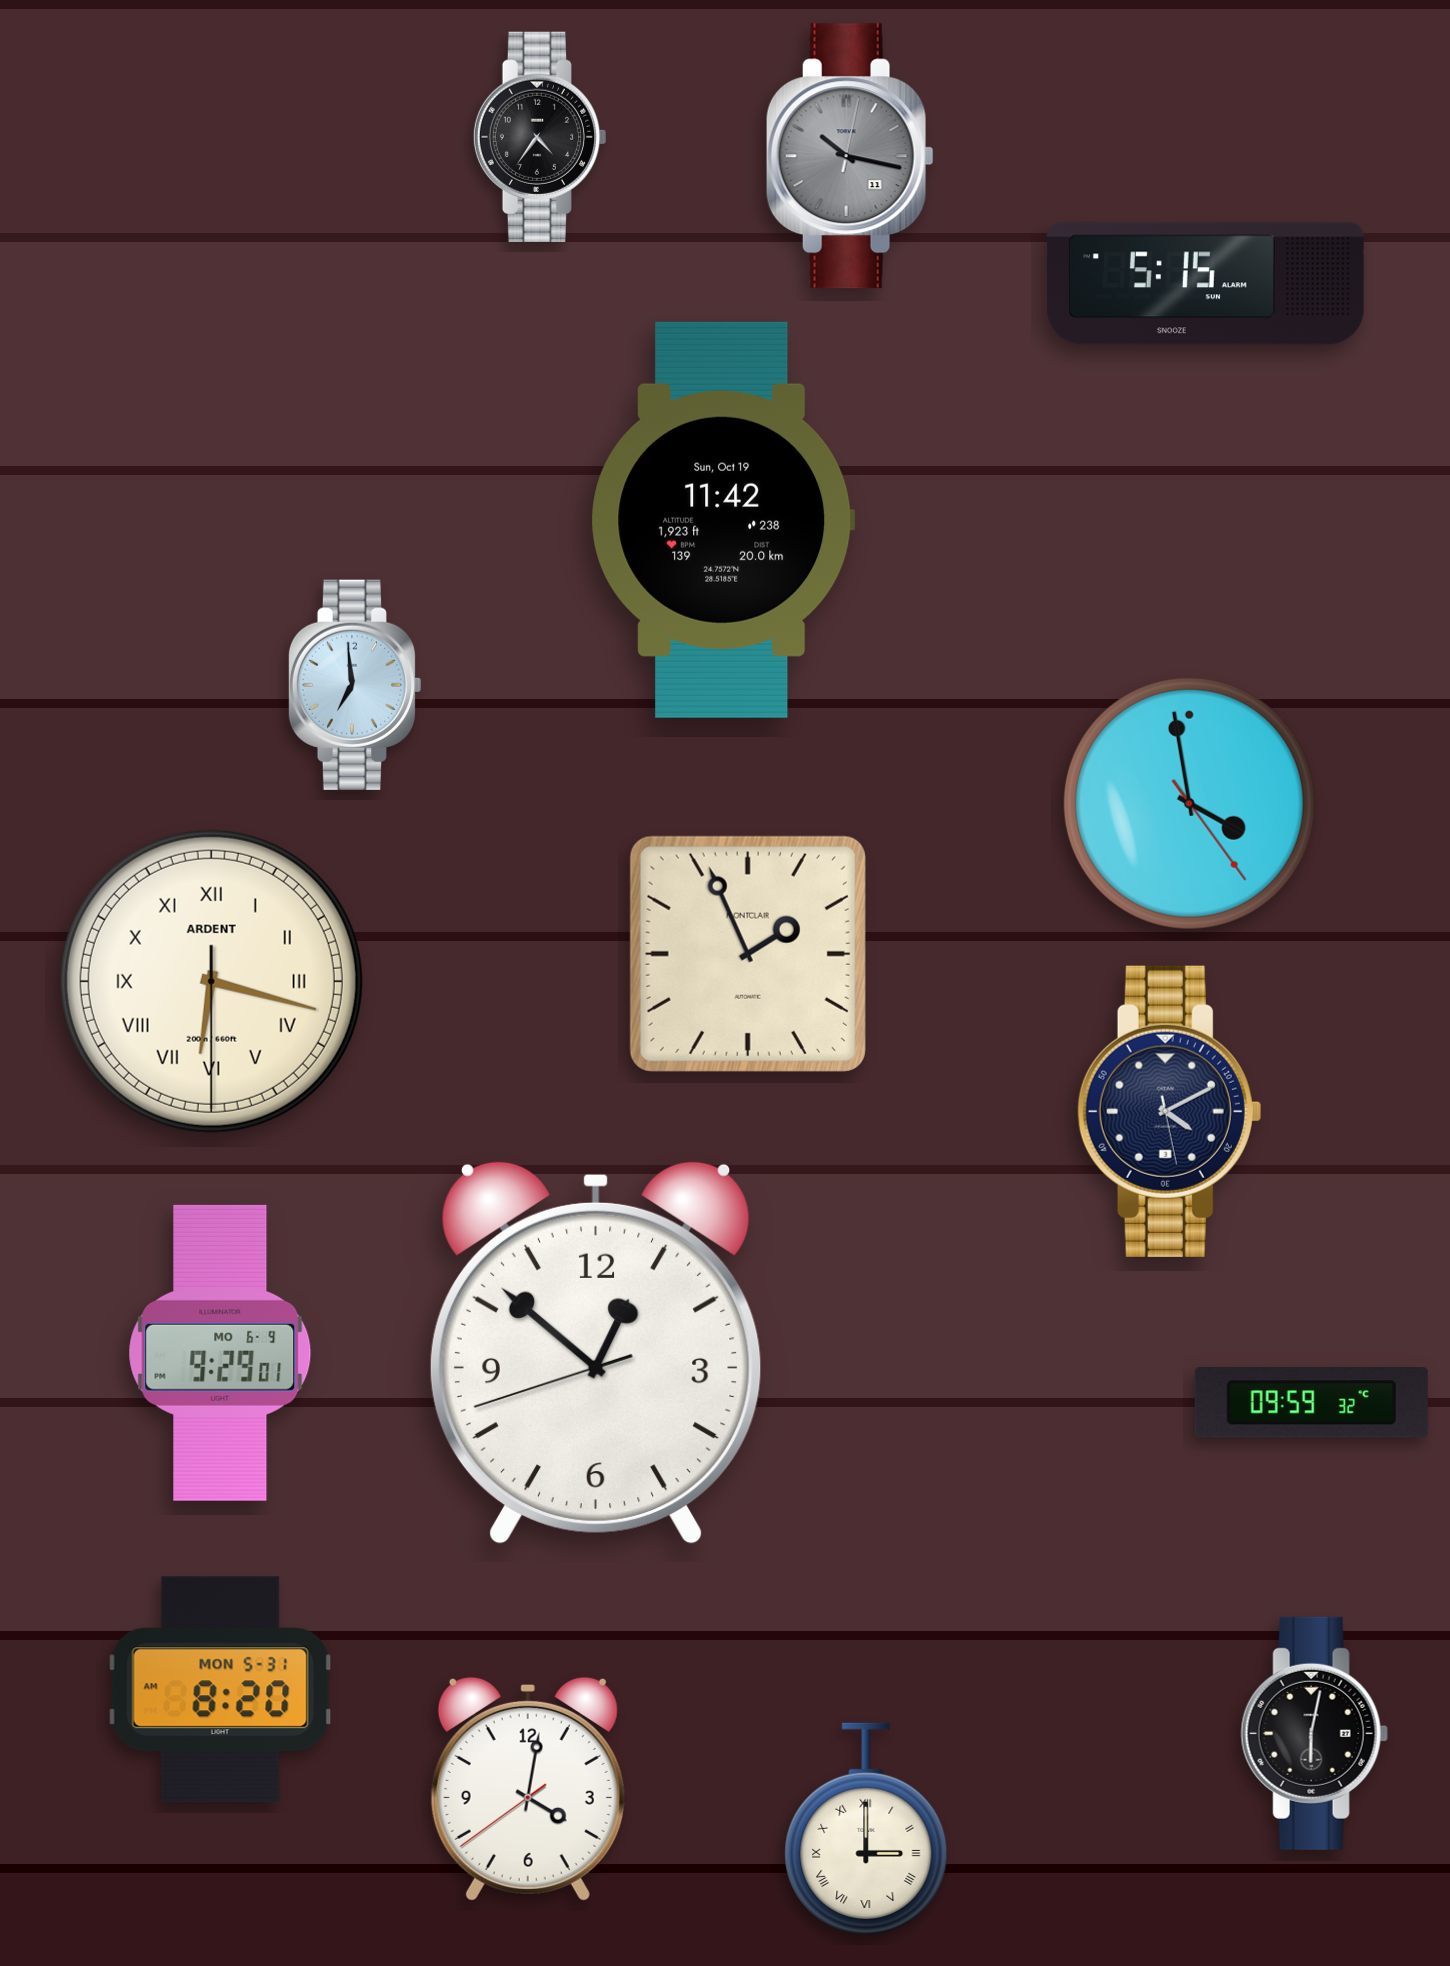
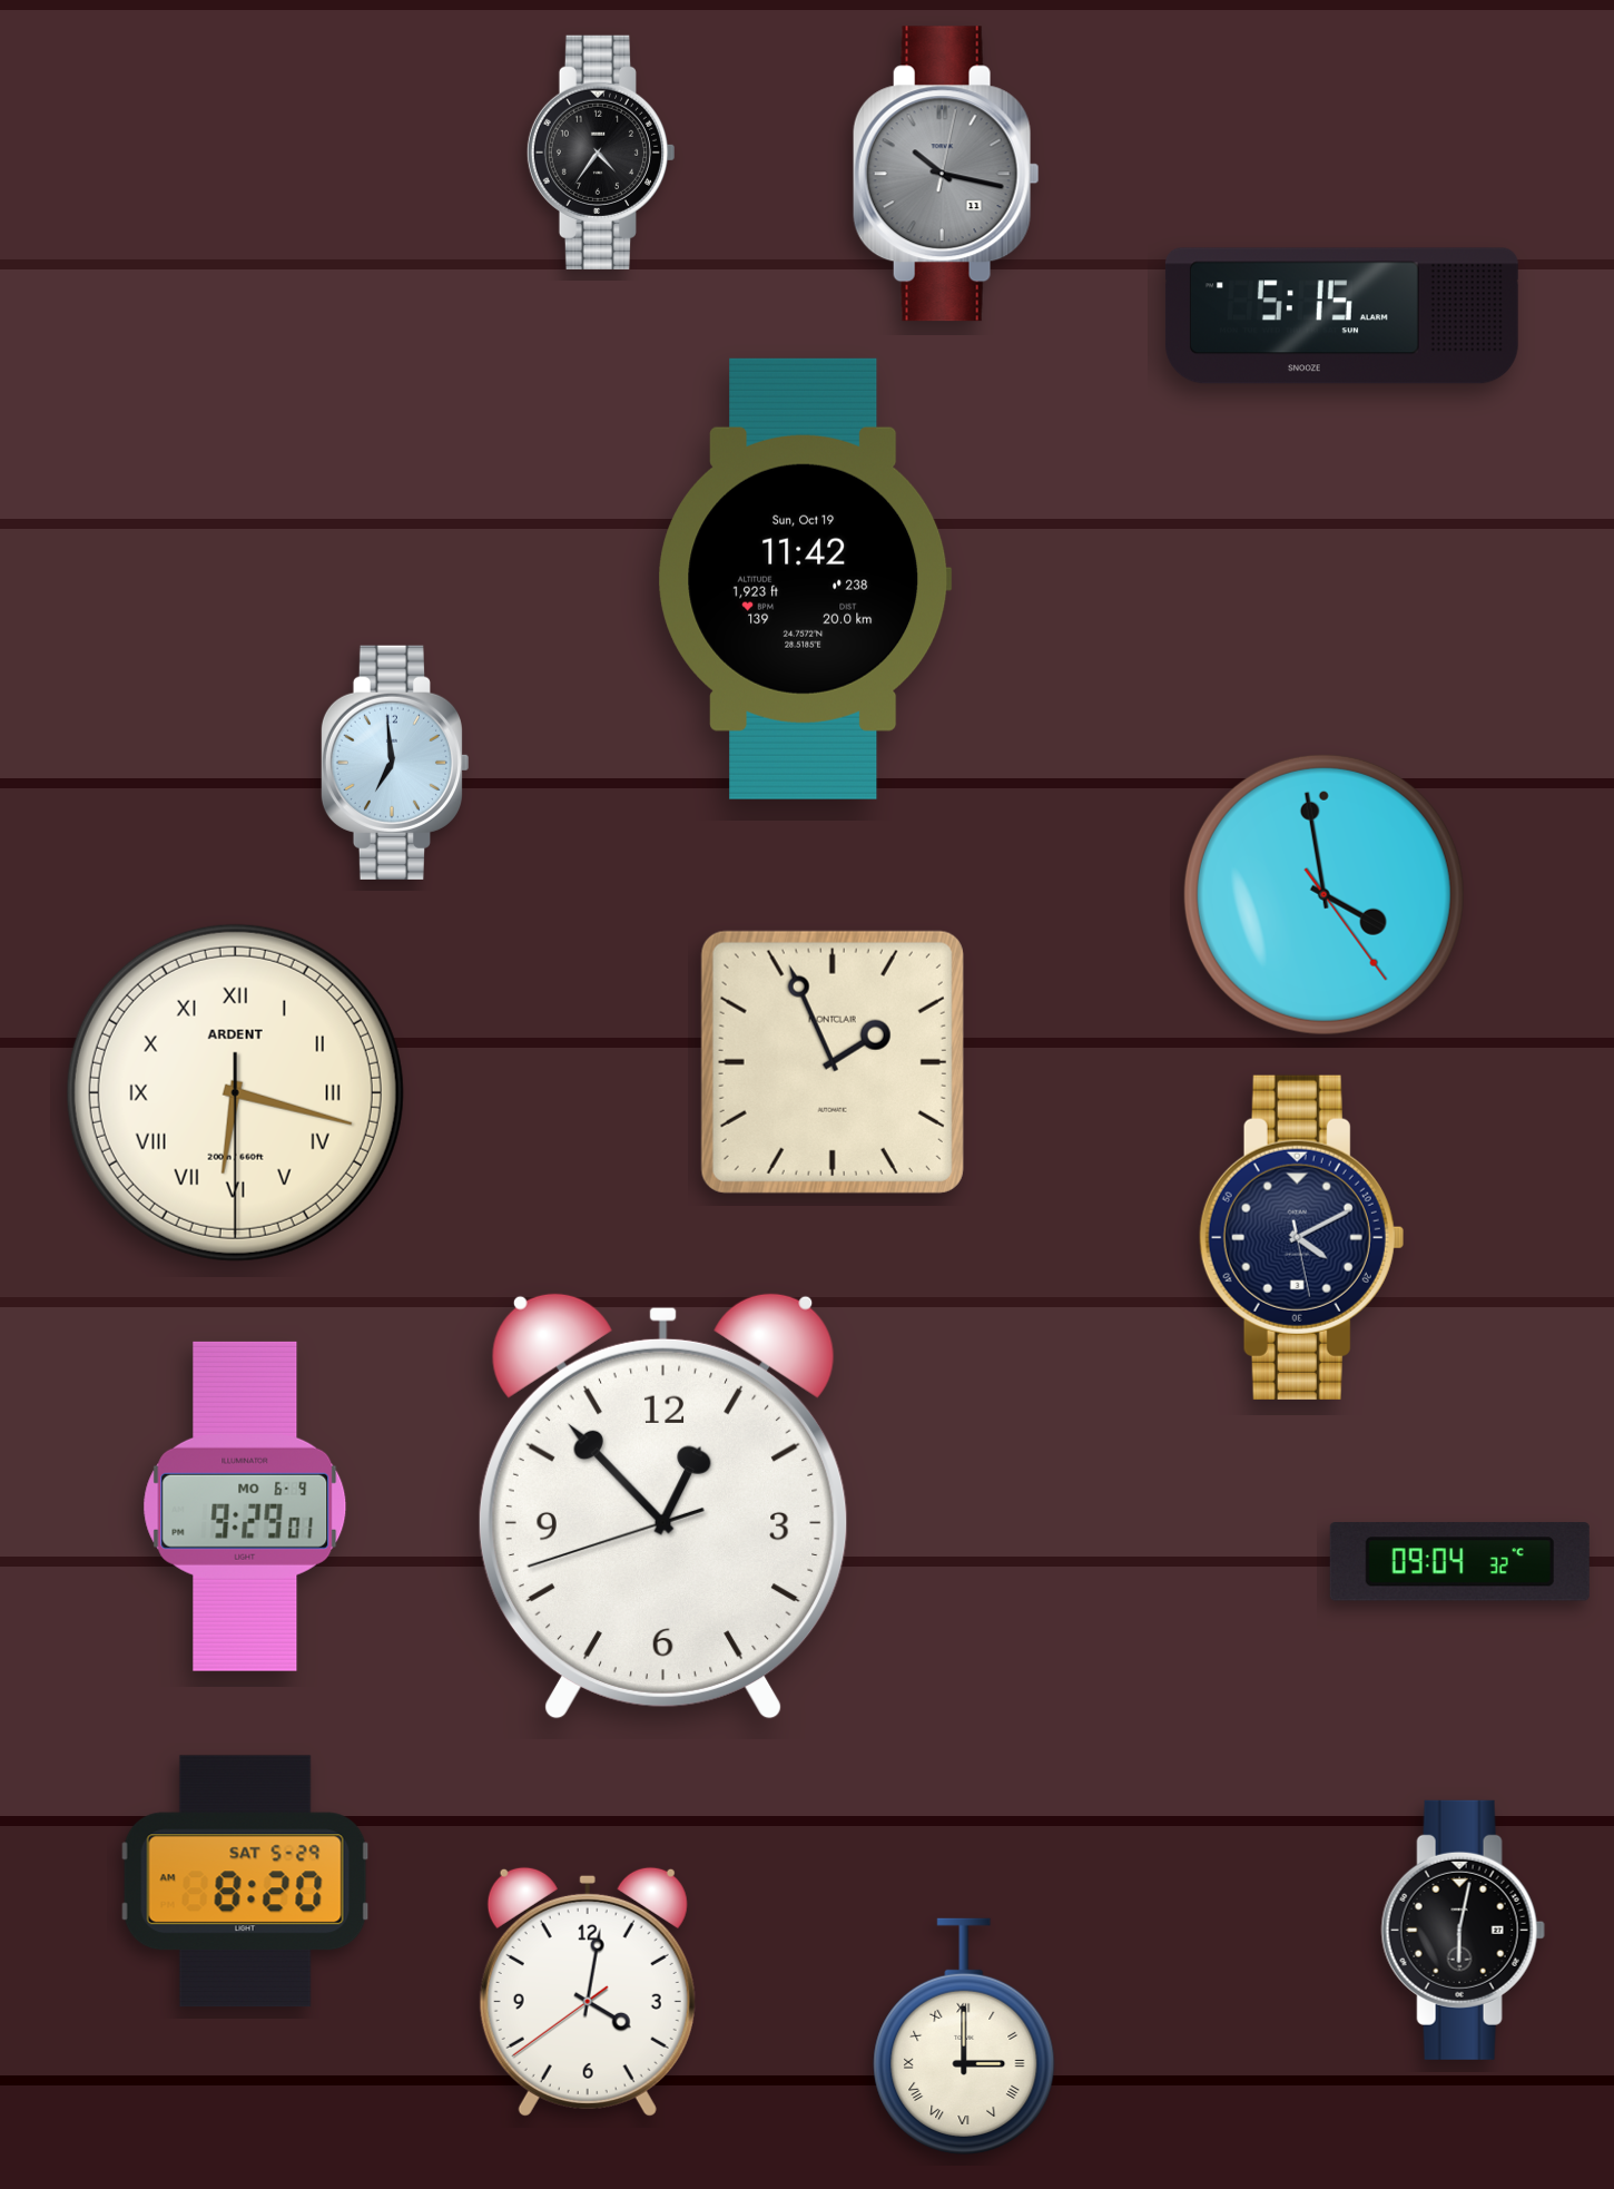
clock at (596, 1353): 12:51 -> 12:52
clock at (1311, 1403): 09:59 -> 09:04
clock at (221, 1690) date: MON 5-31 -> SAT 5-29
